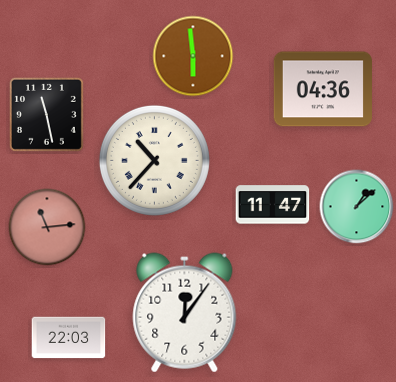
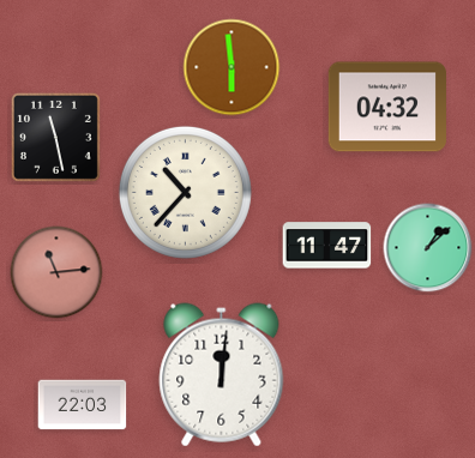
clock at (323, 89): 04:36 -> 04:32
clock at (185, 313): 12:06 -> 12:01
